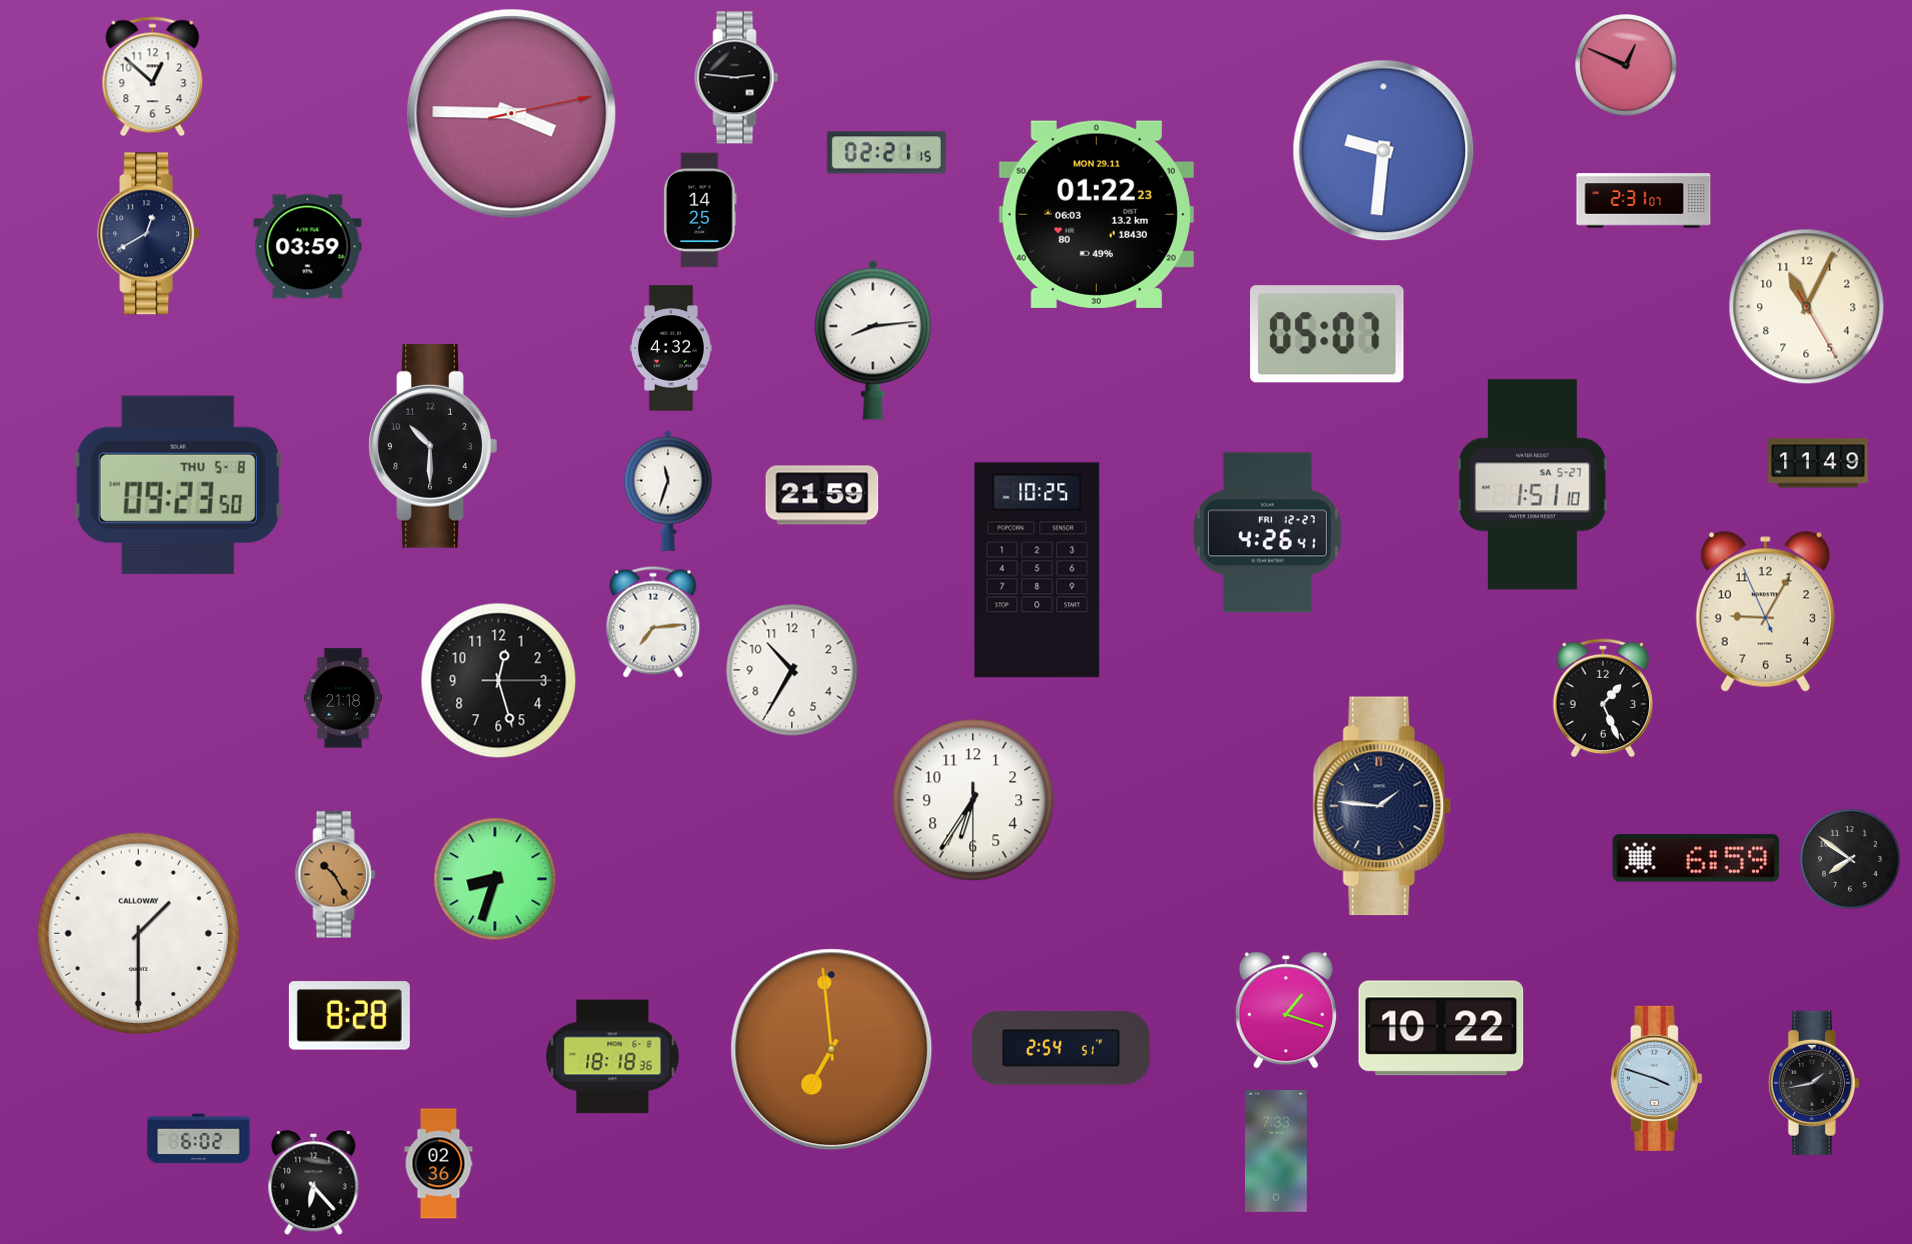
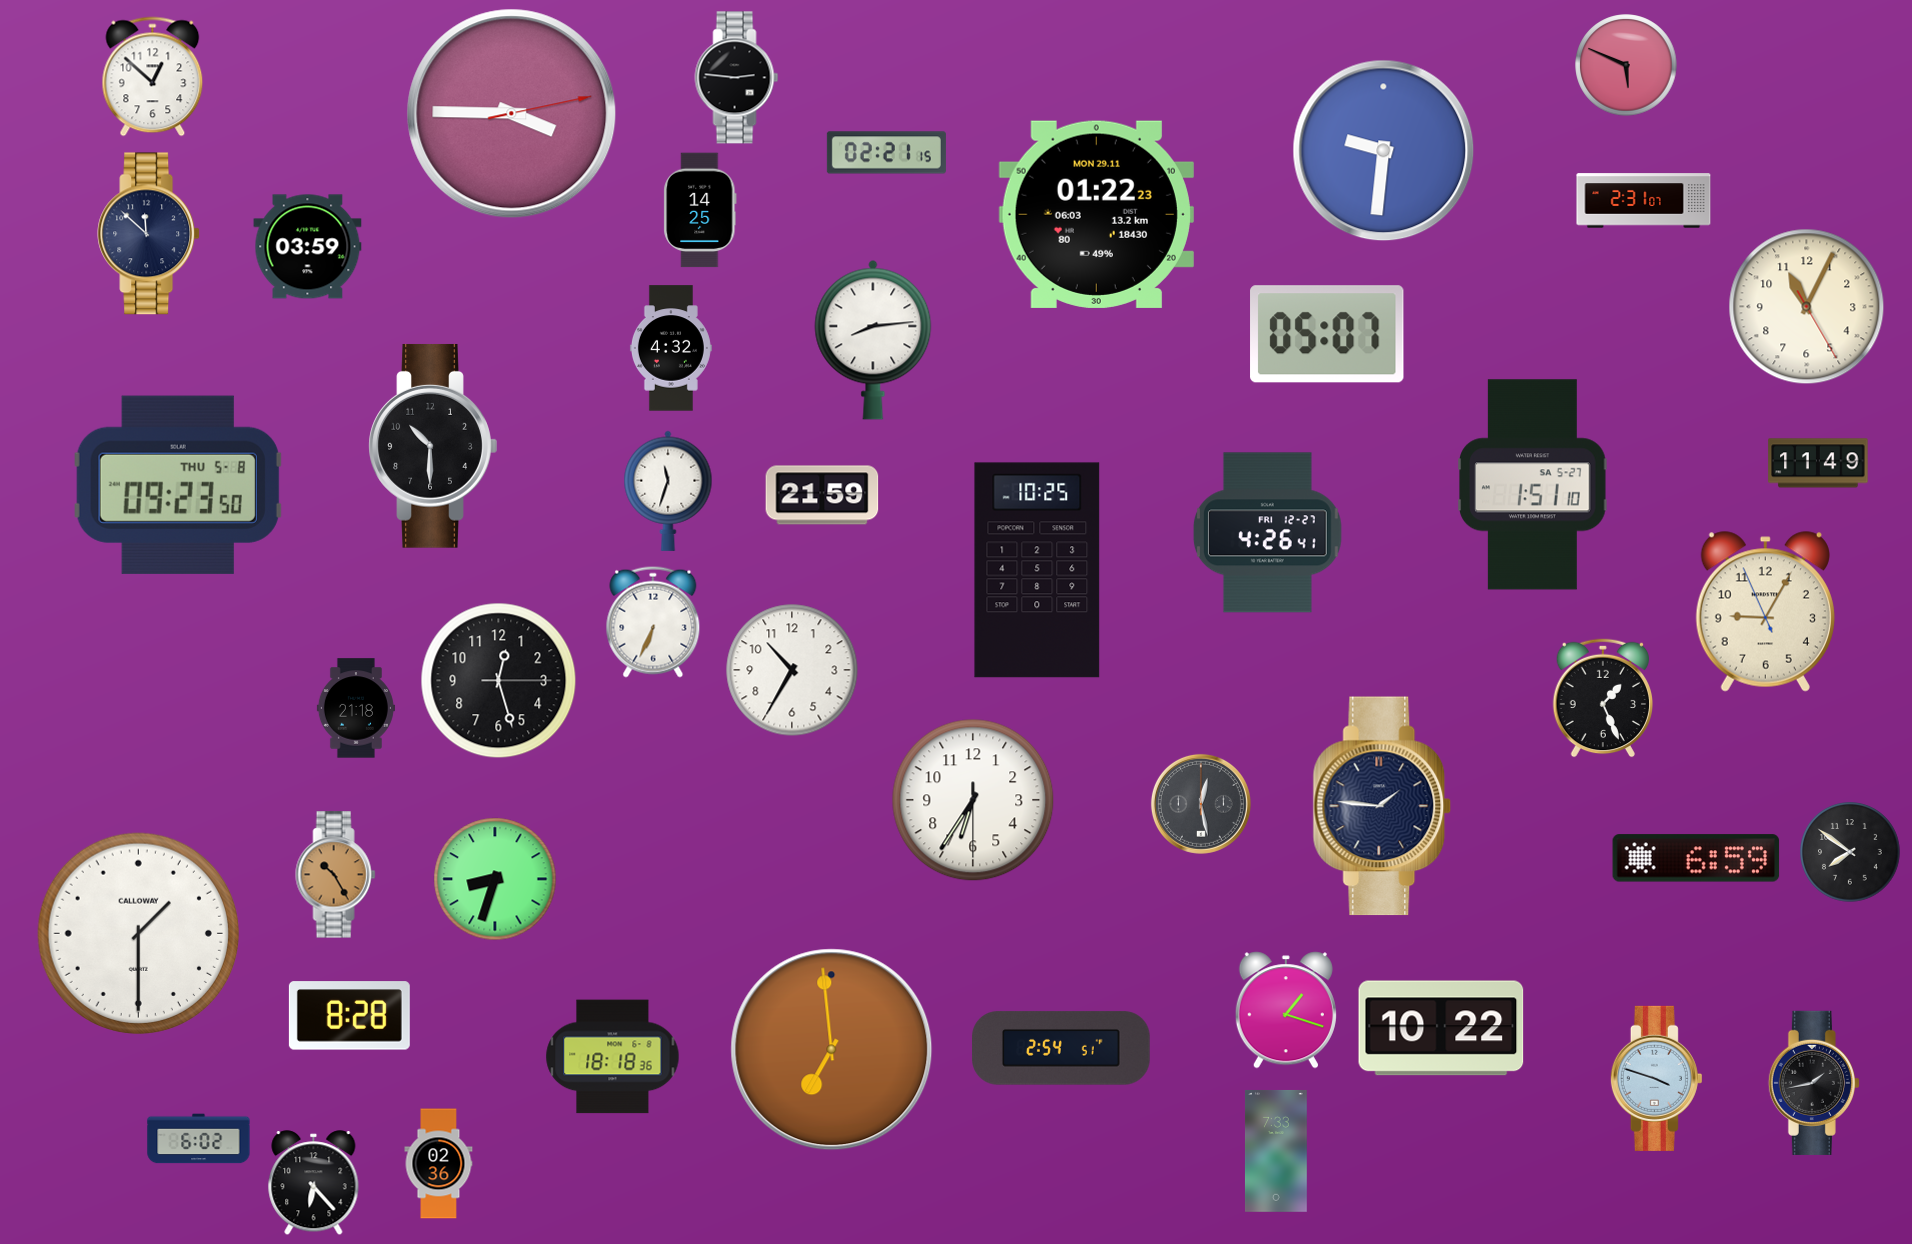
clock at (1626, 65): 12:49 -> 5:49
clock at (149, 234): 12:40 -> 11:52
clock at (653, 622): 7:14 -> 6:34
clock at (343, 698) position: (343, 698) -> (356, 708)
clock at (1201, 804): none -> 12:28
clock at (1850, 859) position: (1850, 859) -> (1850, 852)
